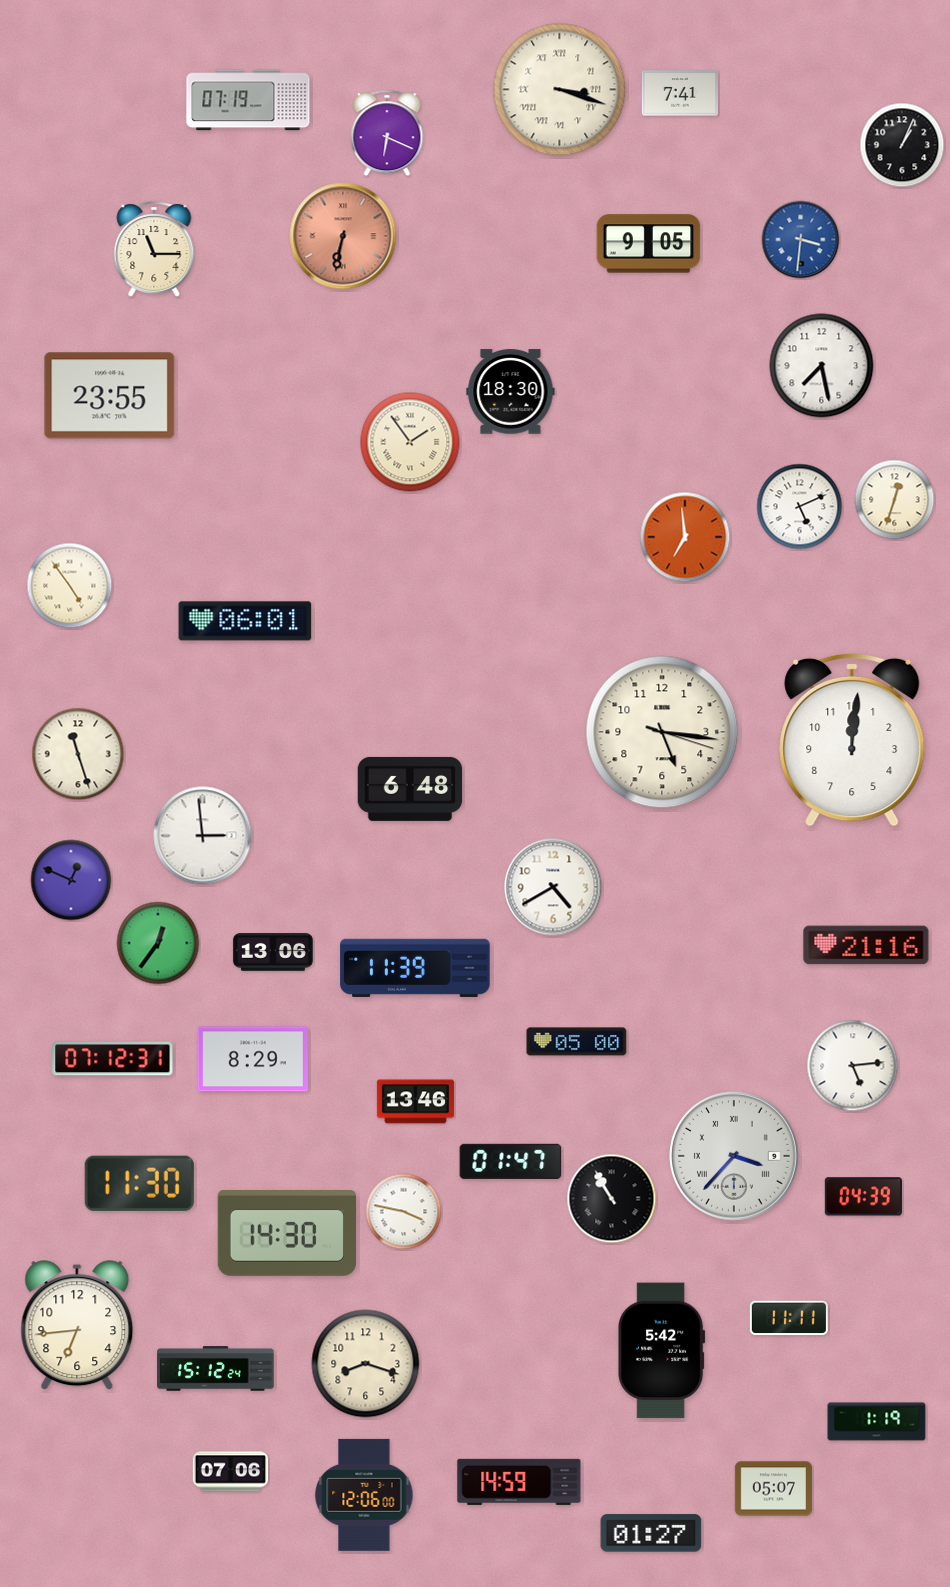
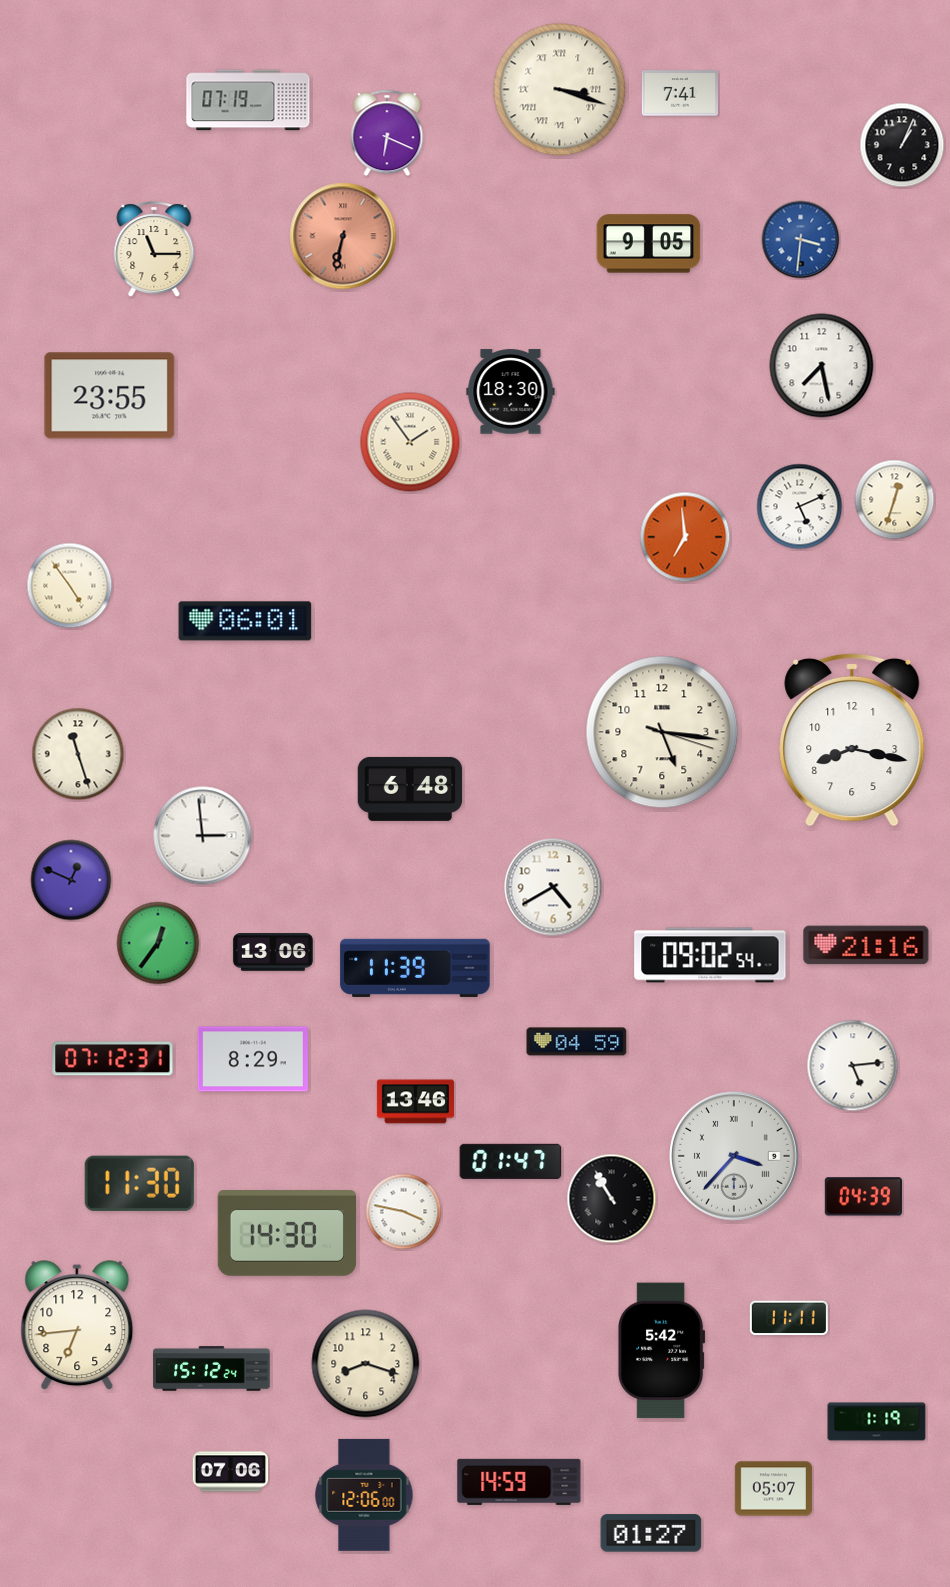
clock at (852, 740): 12:01 -> 8:17
clock at (710, 955): none -> 09:02
clock at (577, 1042): 05:00 -> 04:59
clock at (216, 1369) position: (216, 1369) -> (212, 1369)
